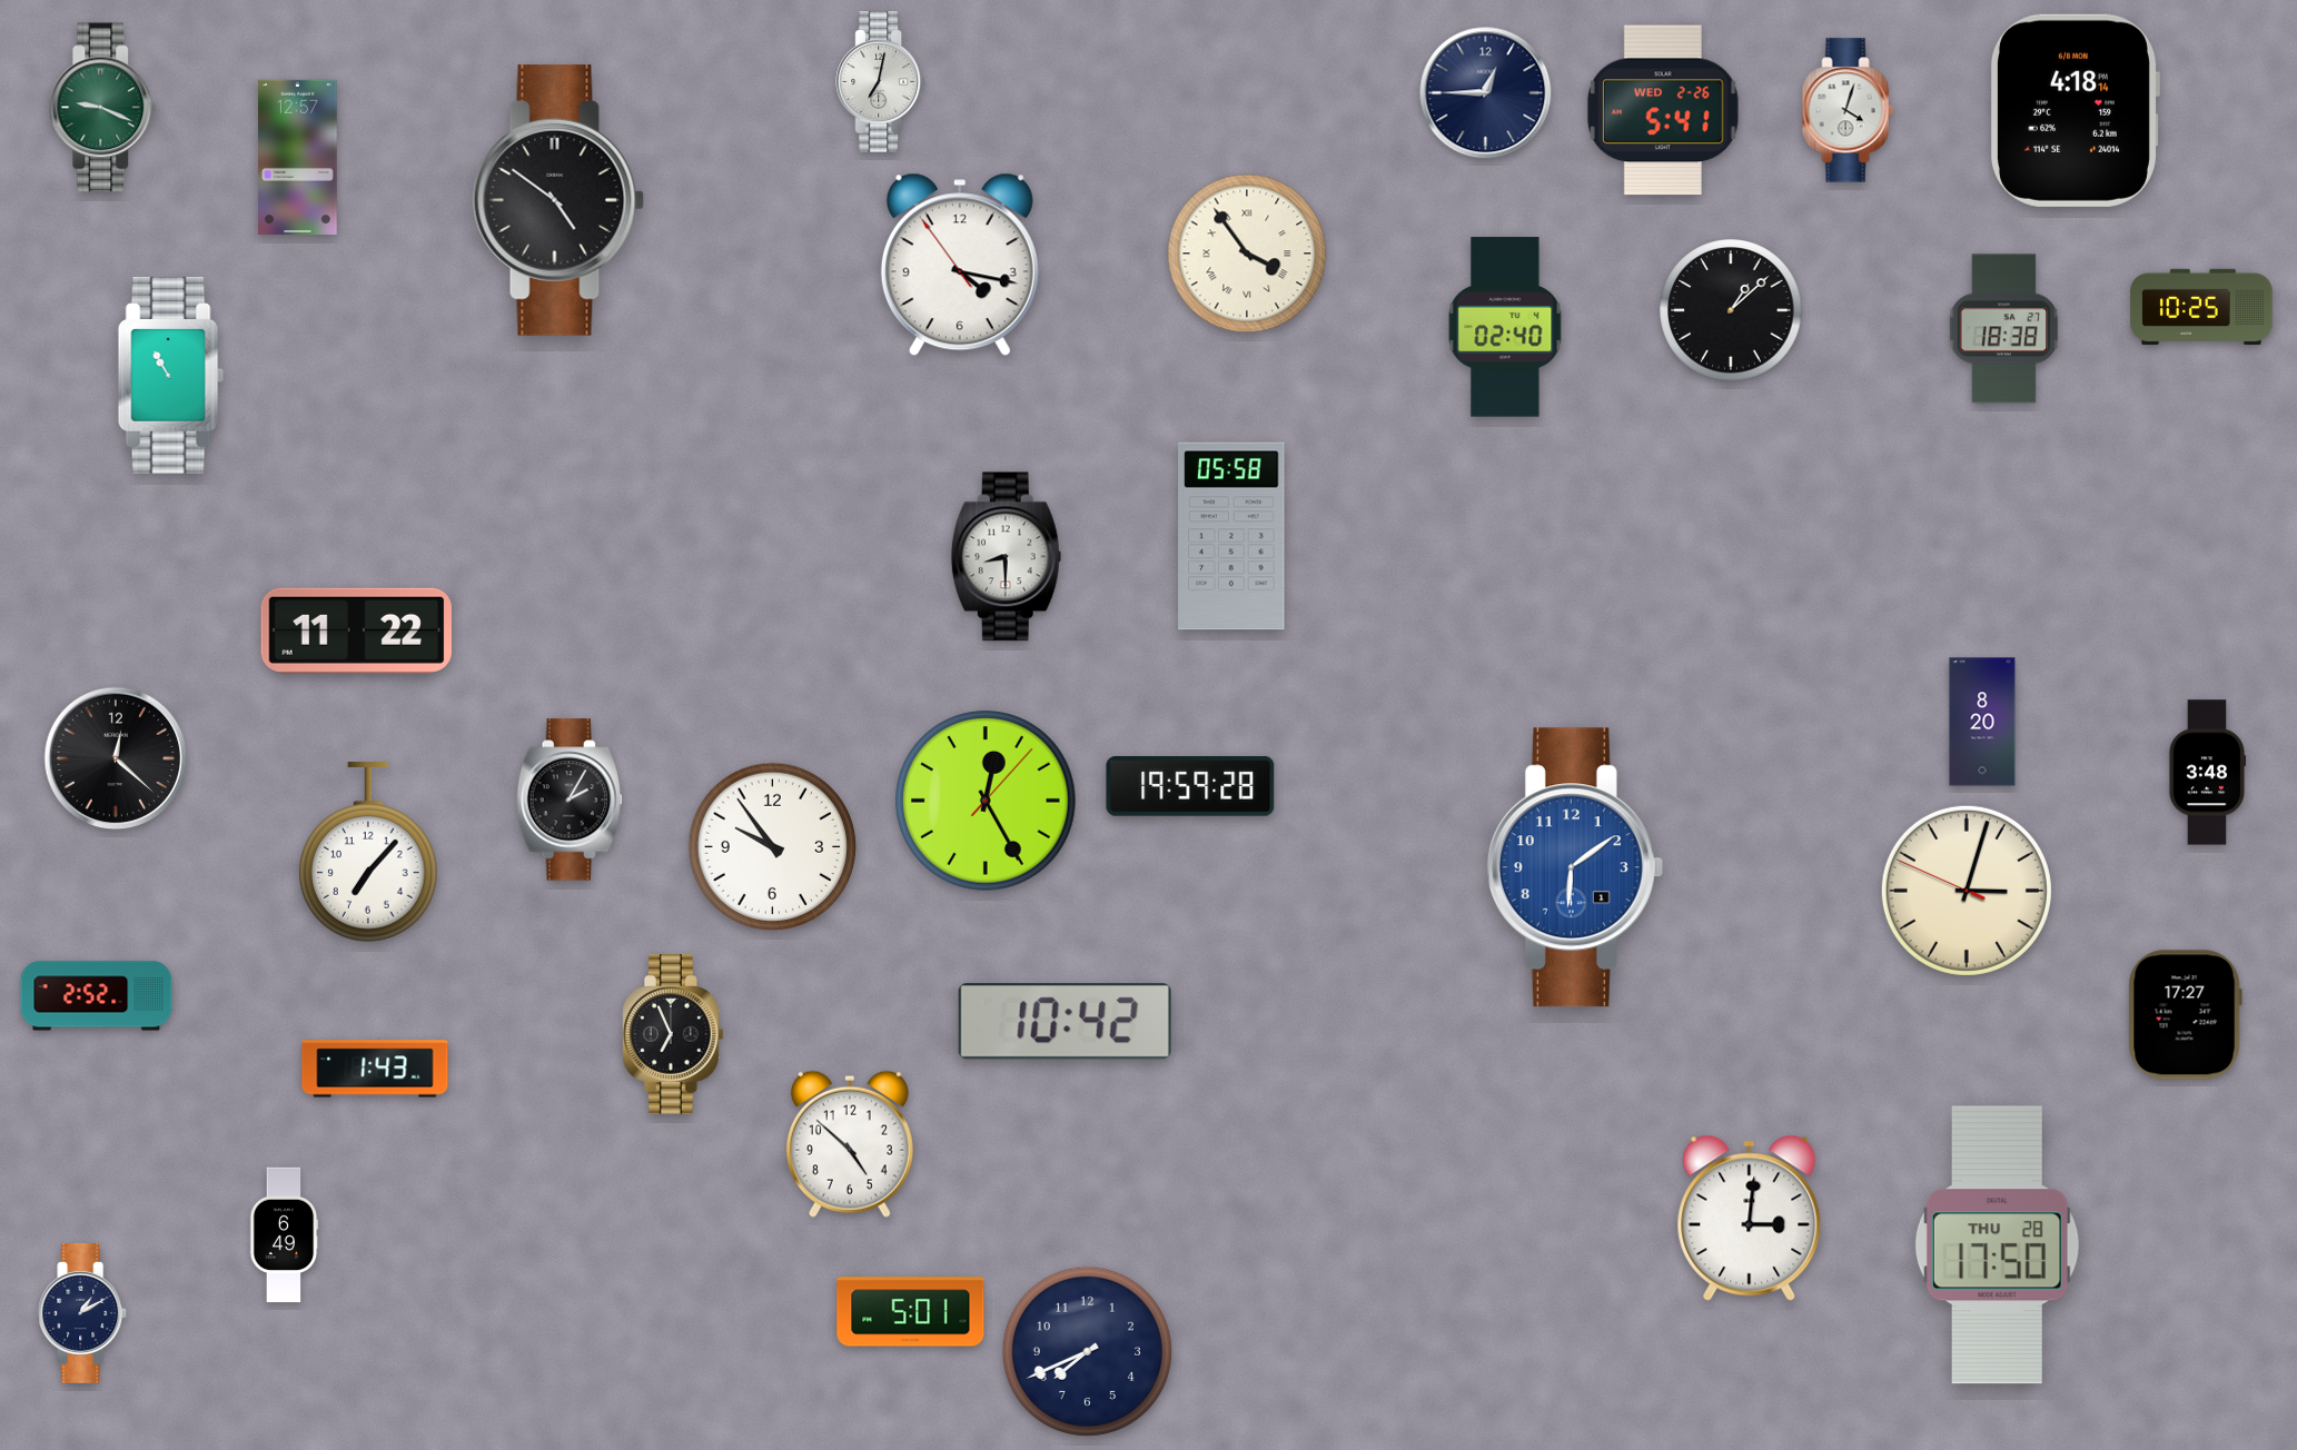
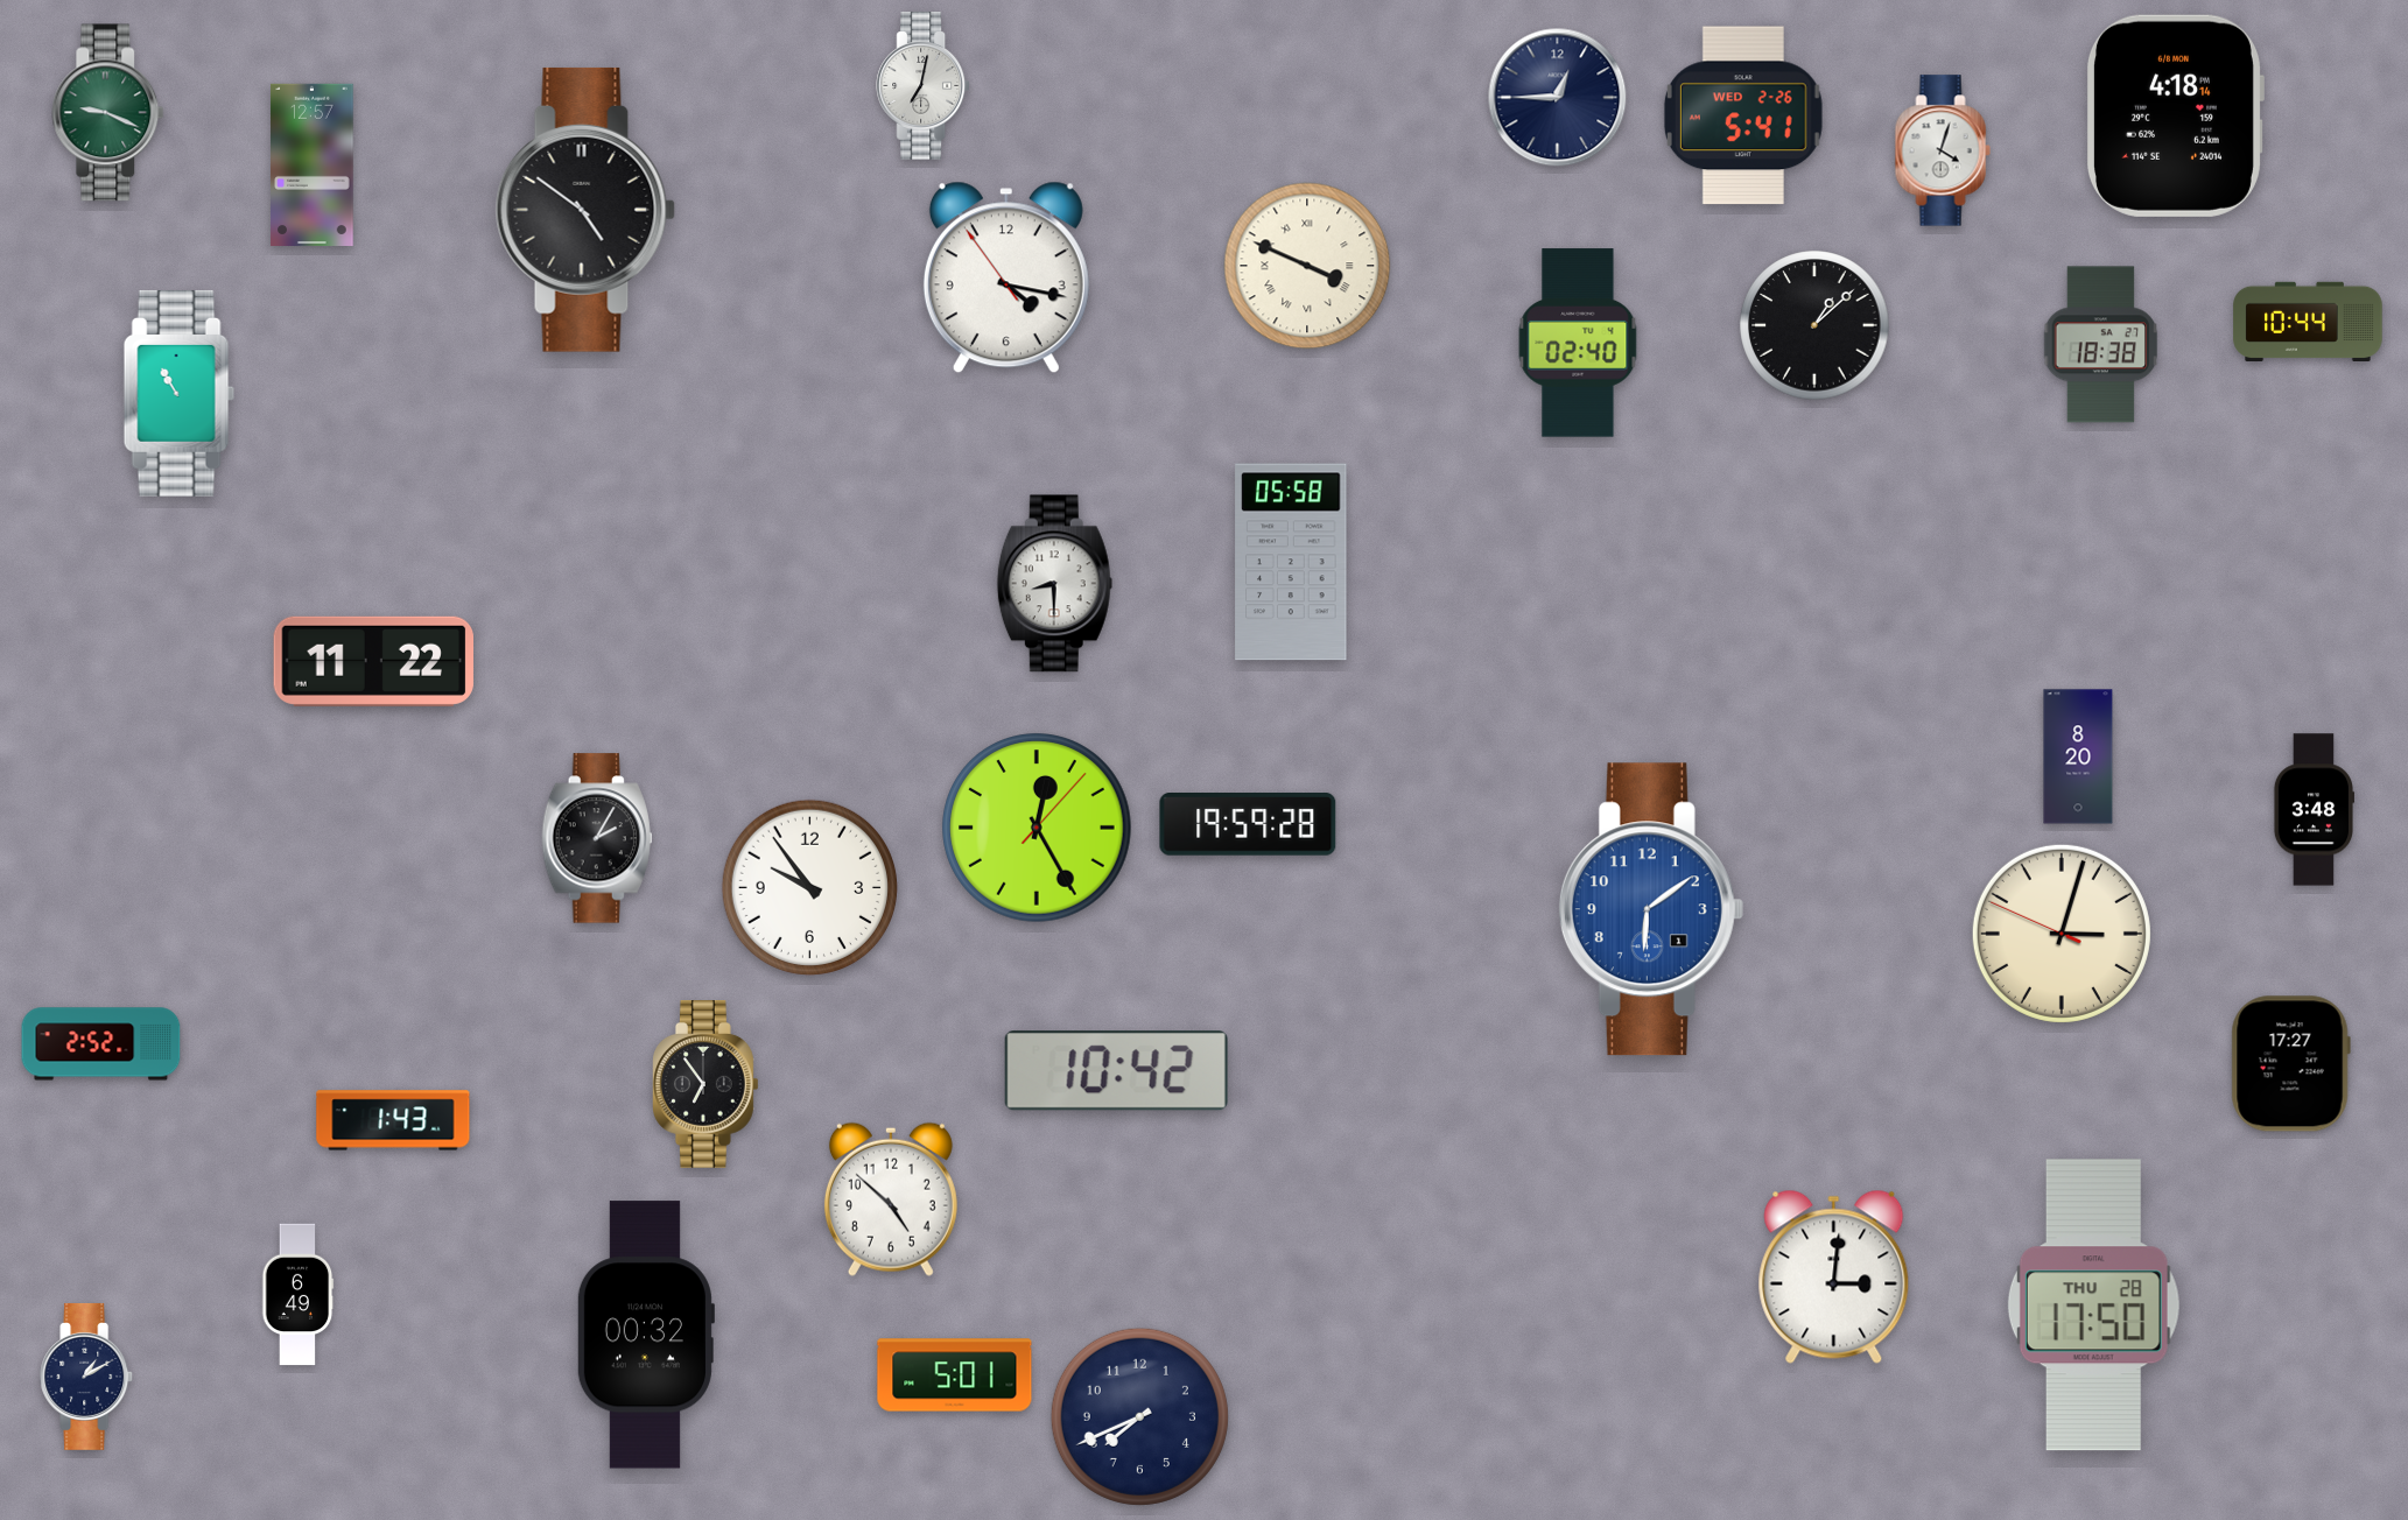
clock at (1848, 110) position: (1848, 110) -> (1943, 150)
clock at (1247, 254): 3:54 -> 3:49
clock at (2201, 306): 10:25 -> 10:44
clock at (116, 758): 12:22 -> none
clock at (986, 801) position: (986, 801) -> (1037, 828)
clock at (368, 852): 7:07 -> none
clock at (674, 1035): 6:56 -> 6:54
clock at (645, 1335): none -> 00:32
